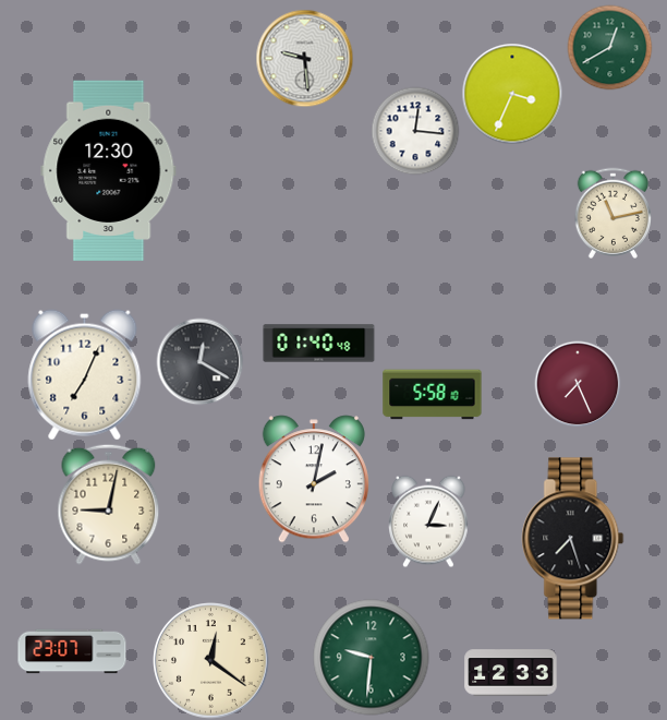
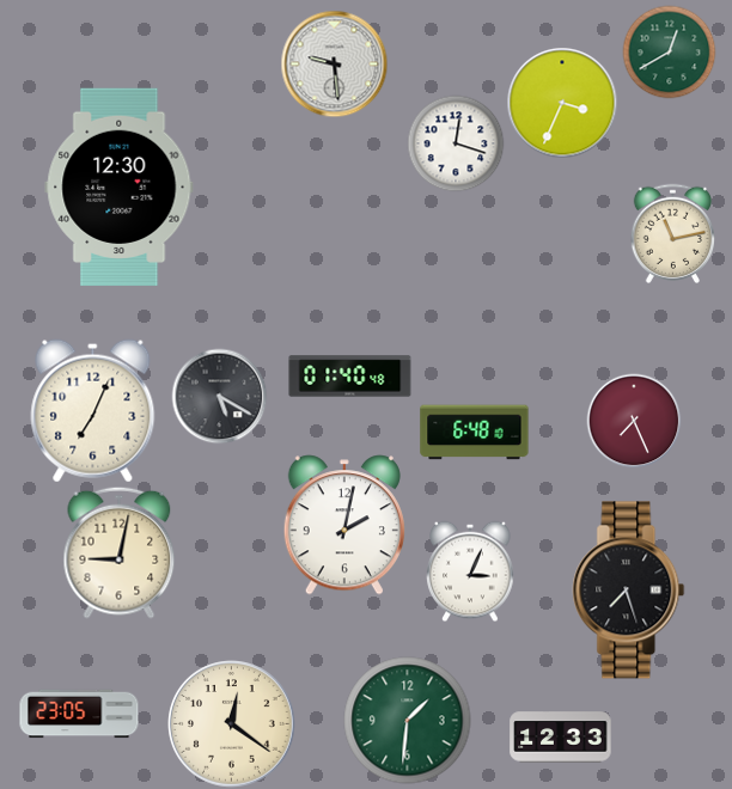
clock at (415, 131): 12:16 -> 12:18
clock at (199, 361): 12:20 -> 5:20
clock at (433, 395): 5:58 -> 6:48
clock at (72, 651): 23:07 -> 23:05
clock at (372, 658): 9:31 -> 1:31
